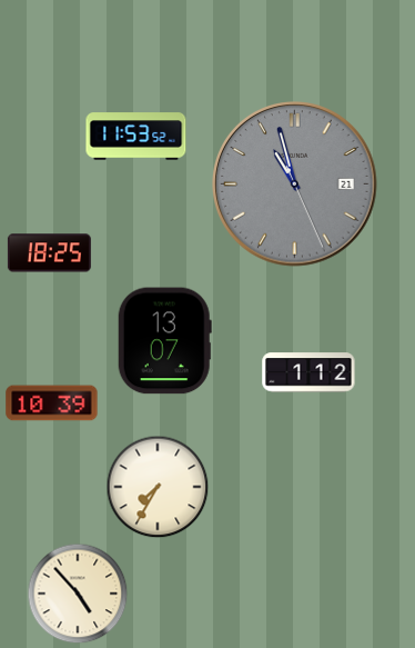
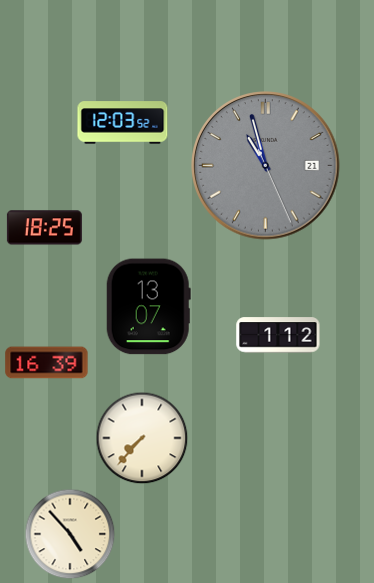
clock at (136, 137): 11:53 -> 12:03
clock at (52, 403): 10:39 -> 16:39
clock at (158, 487): 7:35 -> 7:37
